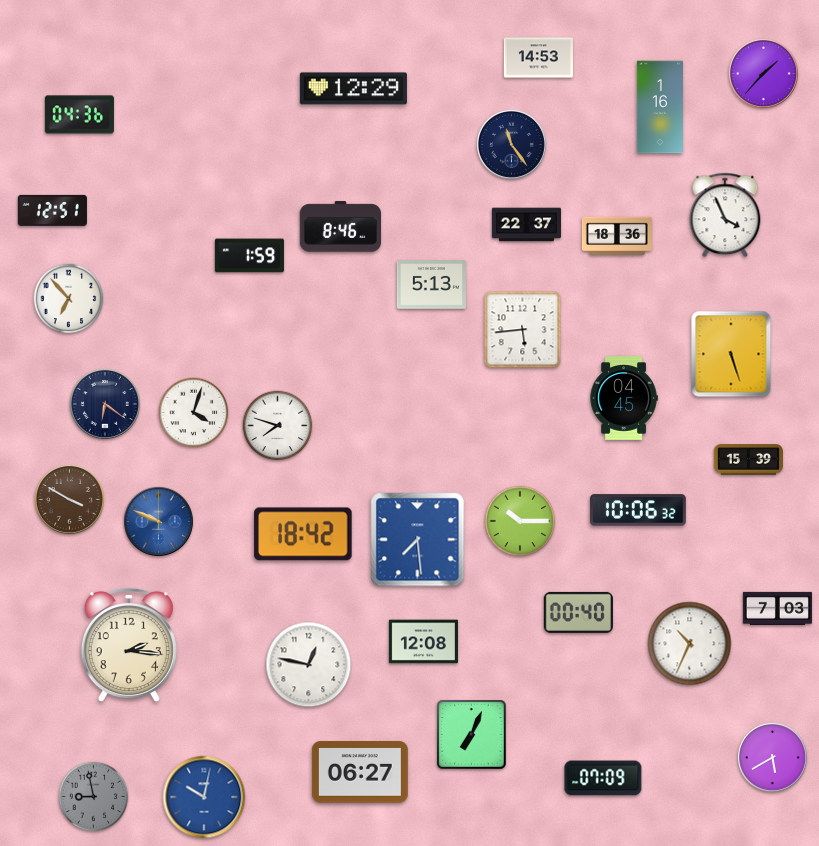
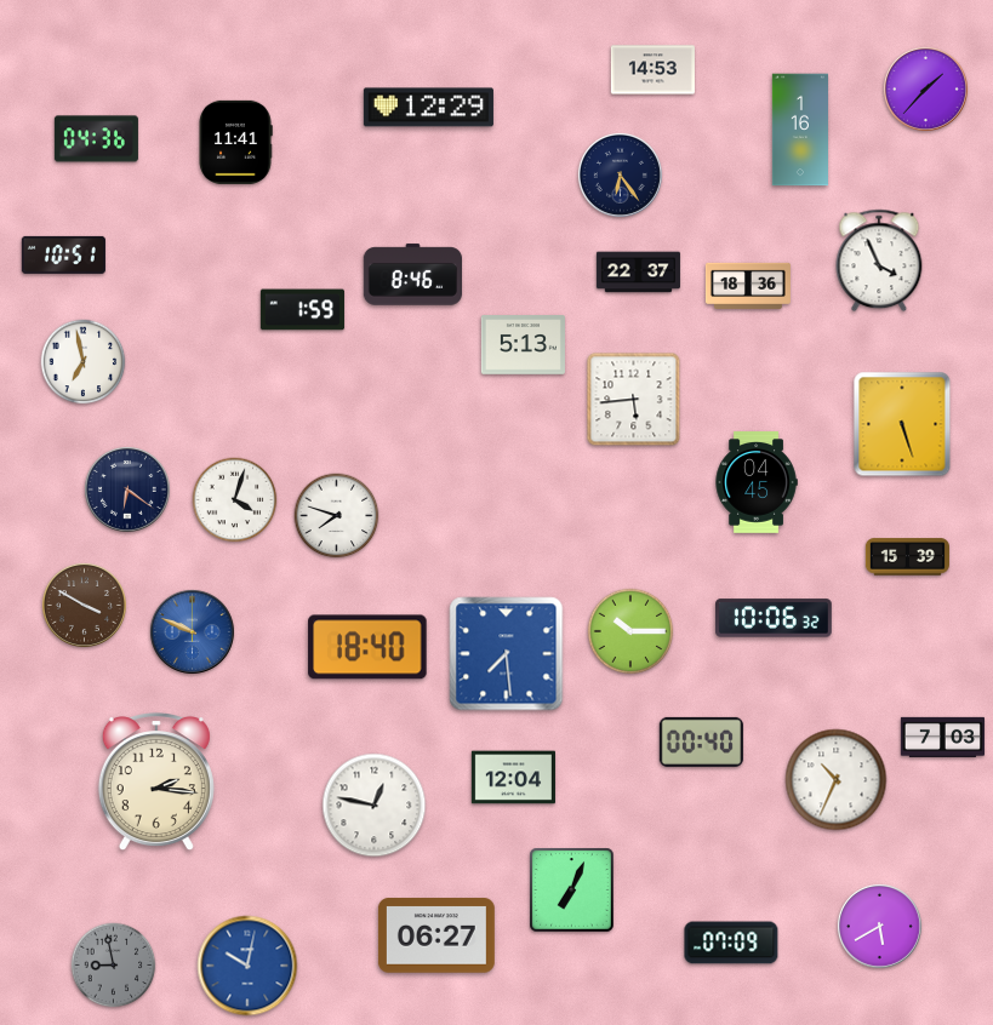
clock at (235, 142): none -> 11:41
clock at (511, 144): 11:24 -> 6:24
clock at (52, 210): 12:51 -> 10:51
clock at (69, 299): 6:53 -> 6:58
clock at (731, 354) position: (731, 354) -> (902, 424)
clock at (303, 534): 18:42 -> 18:40
clock at (423, 642): 12:08 -> 12:04
clock at (772, 757) position: (772, 757) -> (879, 926)
